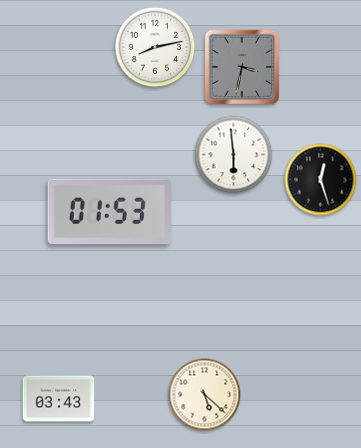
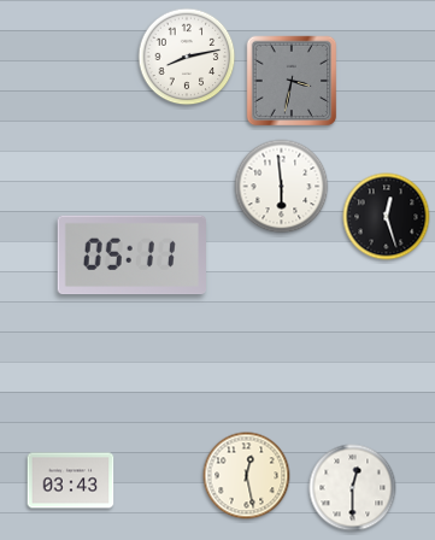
clock at (109, 212): 01:53 -> 05:11
clock at (205, 395): 5:22 -> 12:28
clock at (353, 488): none -> 12:30
